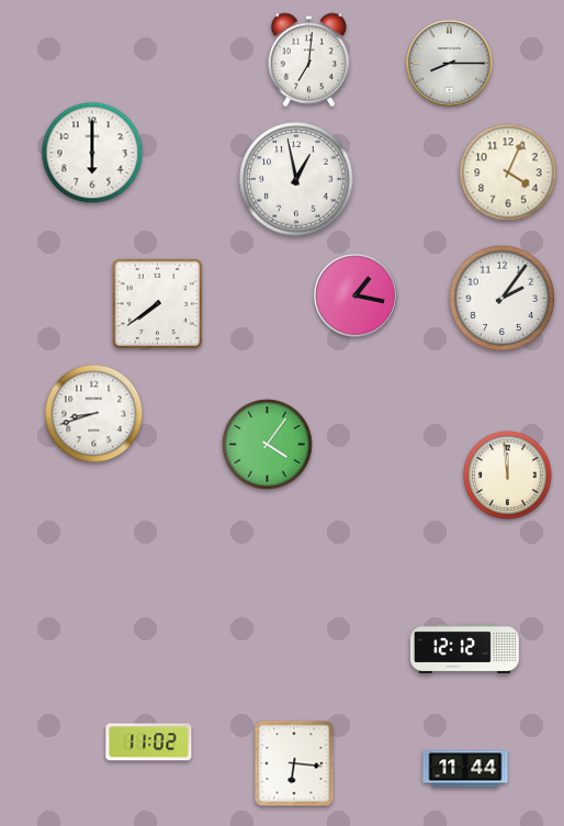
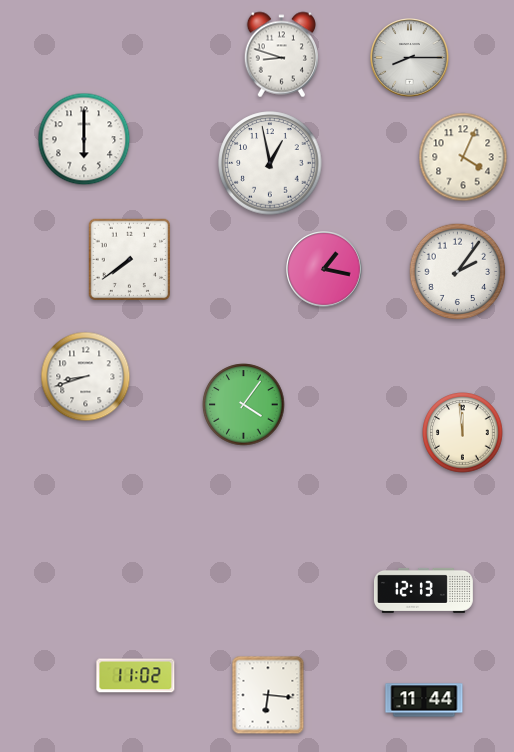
clock at (308, 60): 7:01 -> 8:48
clock at (157, 303) position: (157, 303) -> (129, 259)
clock at (465, 648): 12:12 -> 12:13
